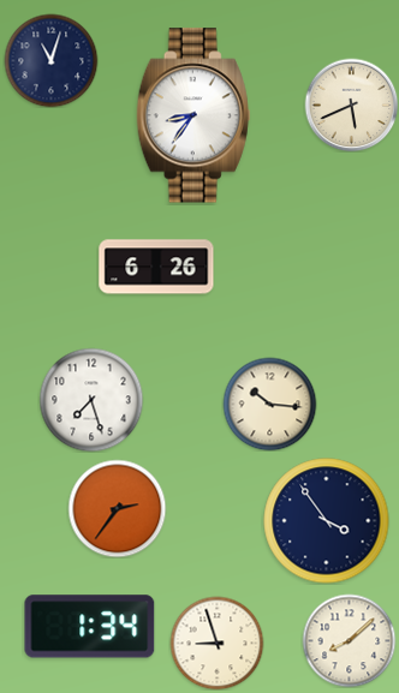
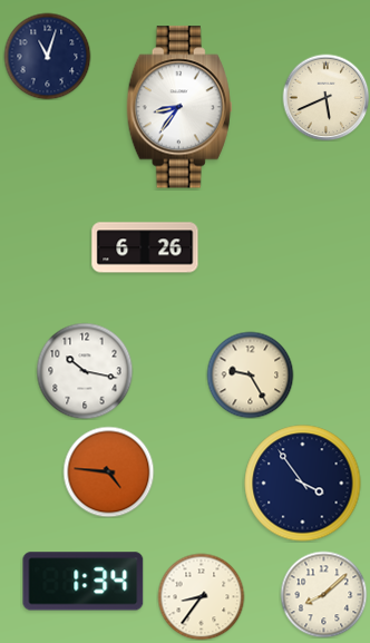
clock at (91, 400): 7:27 -> 10:17
clock at (269, 404): 10:16 -> 9:25
clock at (117, 508): 2:36 -> 4:46
clock at (216, 643): 8:57 -> 8:36
